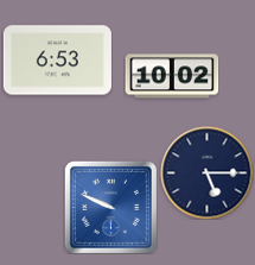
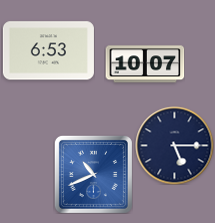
clock at (172, 76): 10:02 -> 10:07
clock at (110, 207): 9:49 -> 10:41
